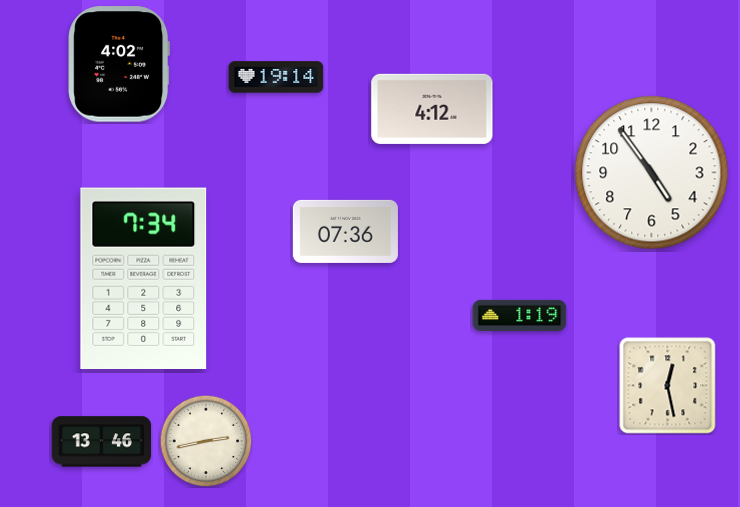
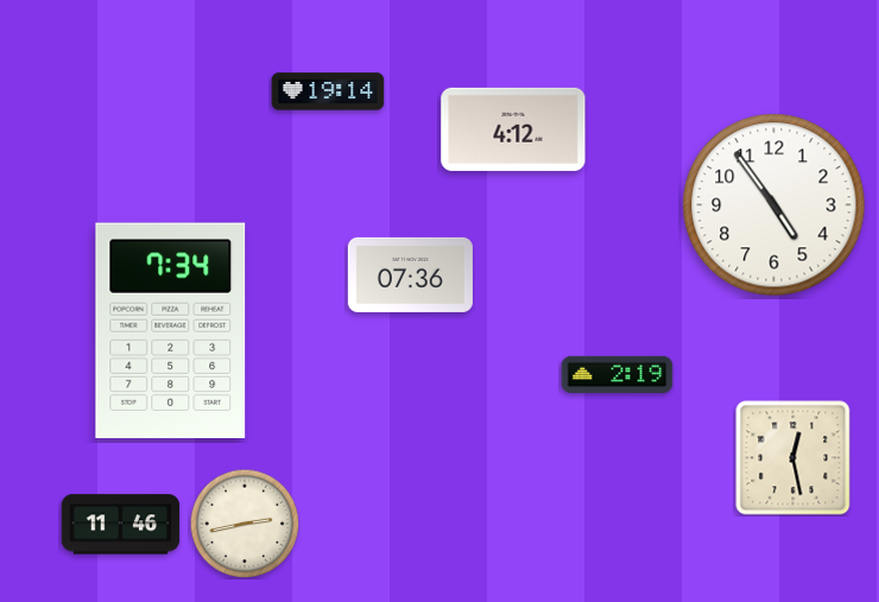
clock at (119, 64): 4:02 -> none
clock at (520, 315): 1:19 -> 2:19
clock at (102, 442): 13:46 -> 11:46
